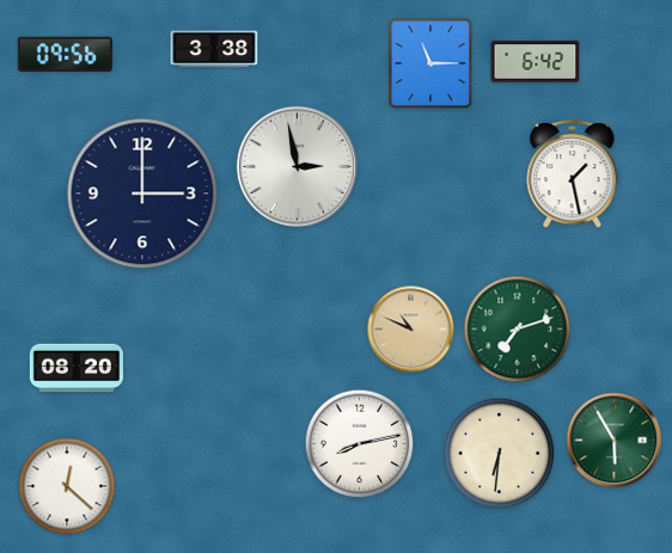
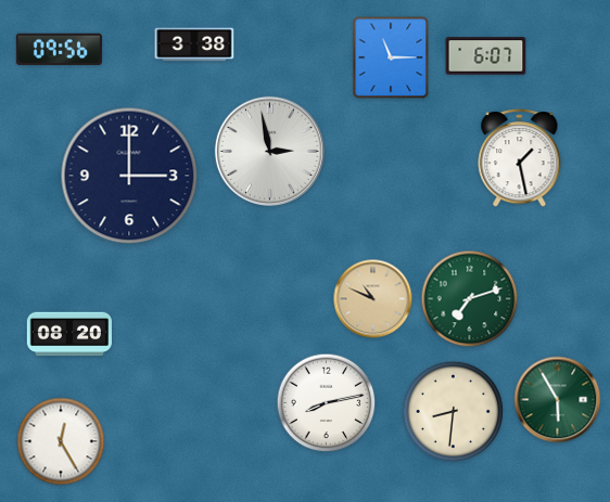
clock at (536, 62): 6:42 -> 6:07
clock at (500, 454): 6:31 -> 8:31
clock at (67, 486): 12:22 -> 12:25
